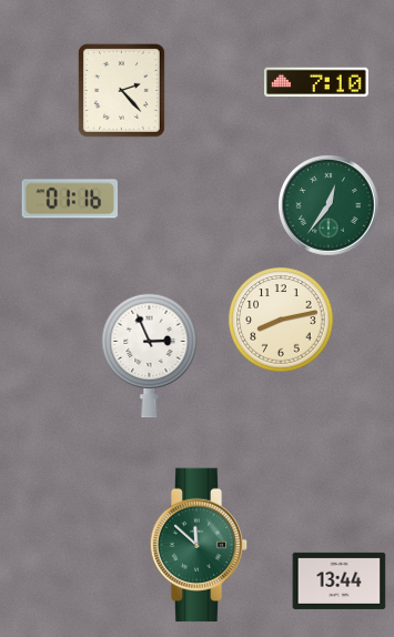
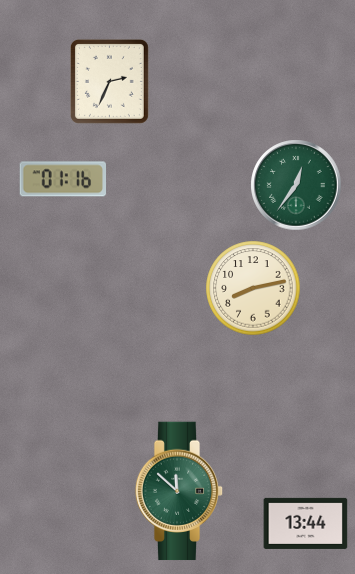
clock at (317, 82): 7:10 -> none
clock at (121, 90): 2:23 -> 2:34
clock at (150, 355): 2:56 -> none
